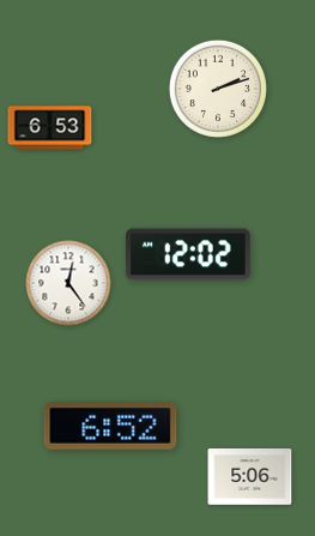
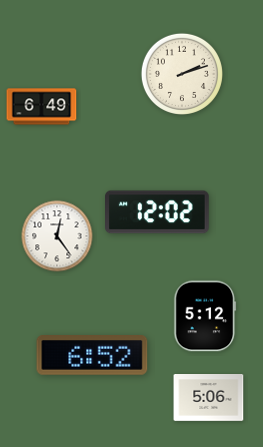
clock at (50, 128): 6:53 -> 6:49
clock at (205, 316): none -> 5:12
